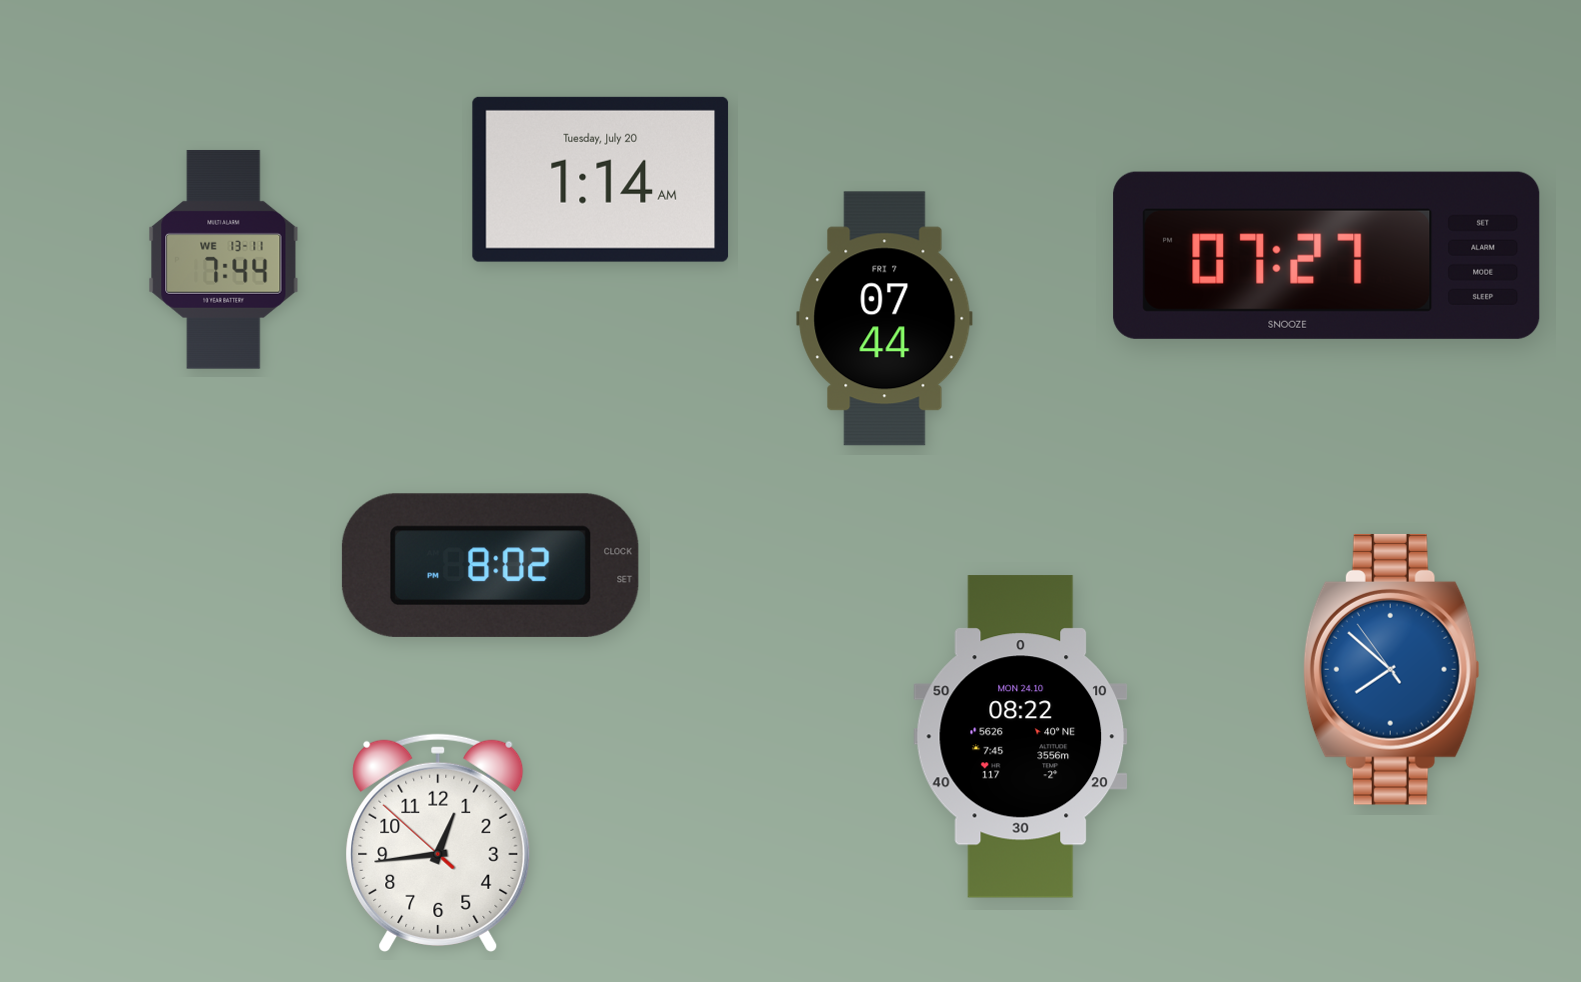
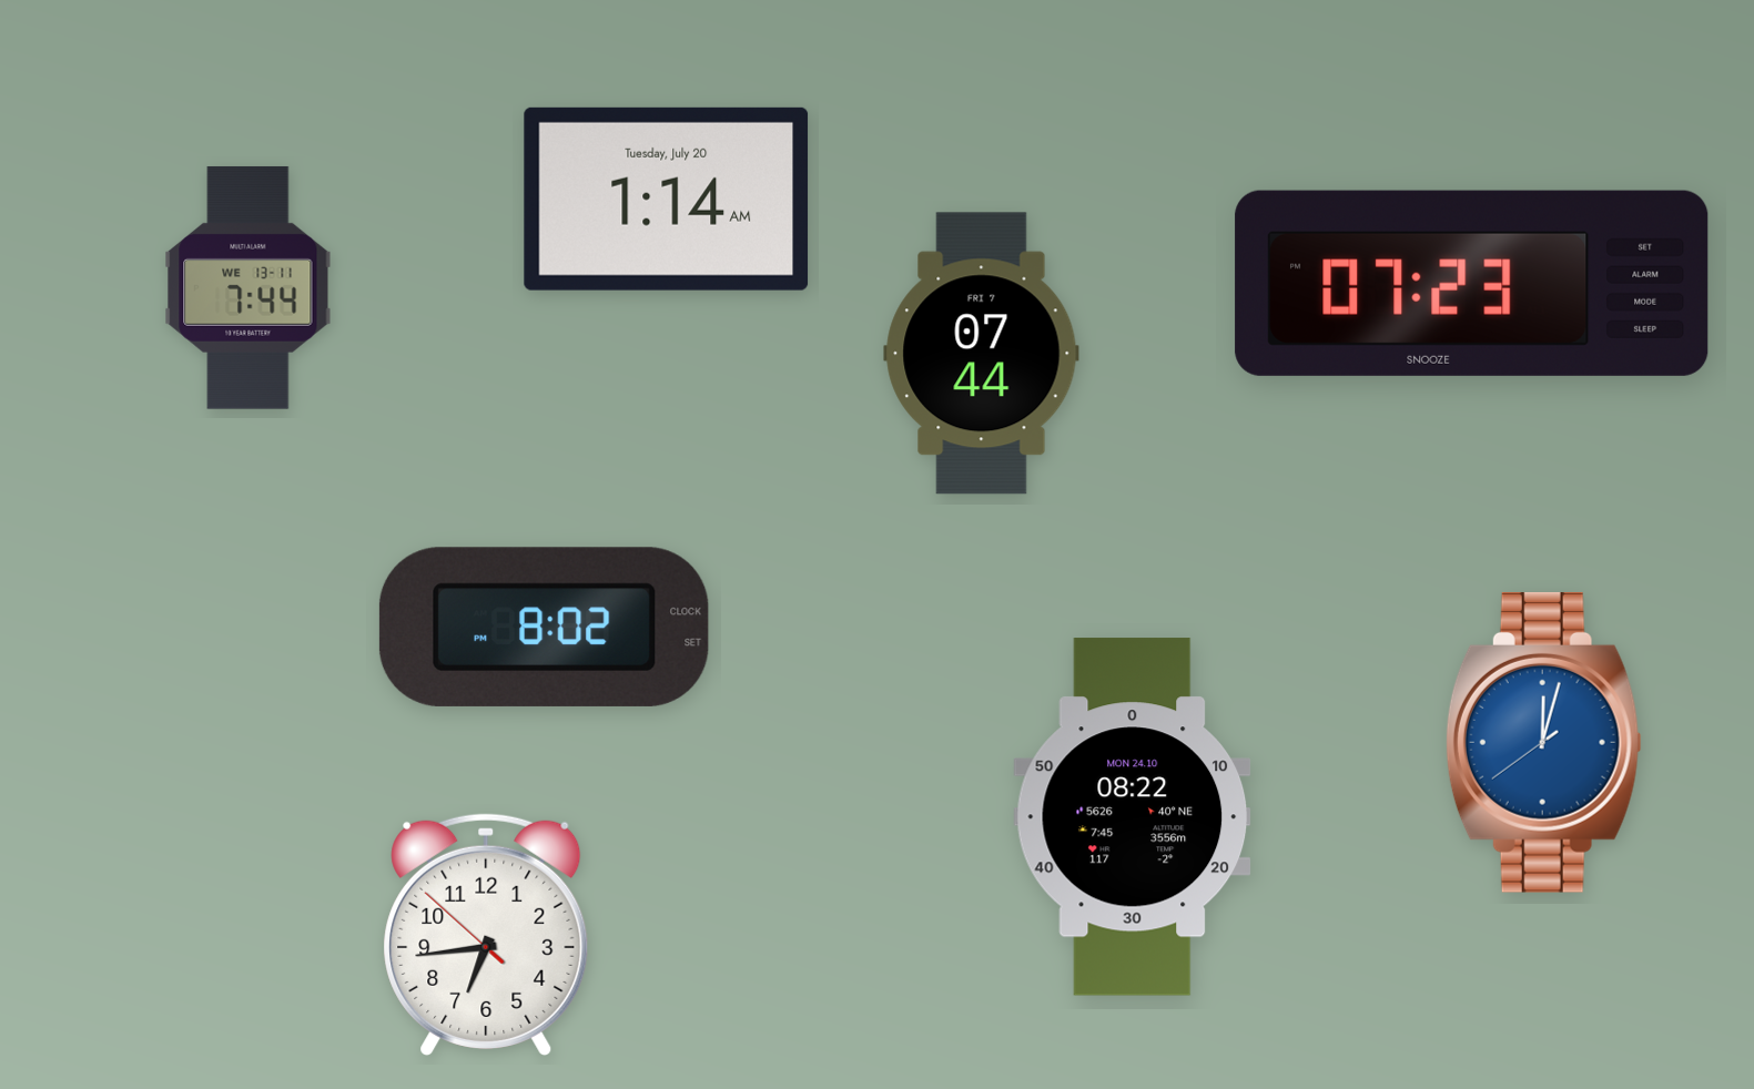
clock at (1327, 255): 07:27 -> 07:23
clock at (1391, 669): 7:51 -> 12:02
clock at (438, 843): 12:43 -> 6:43
